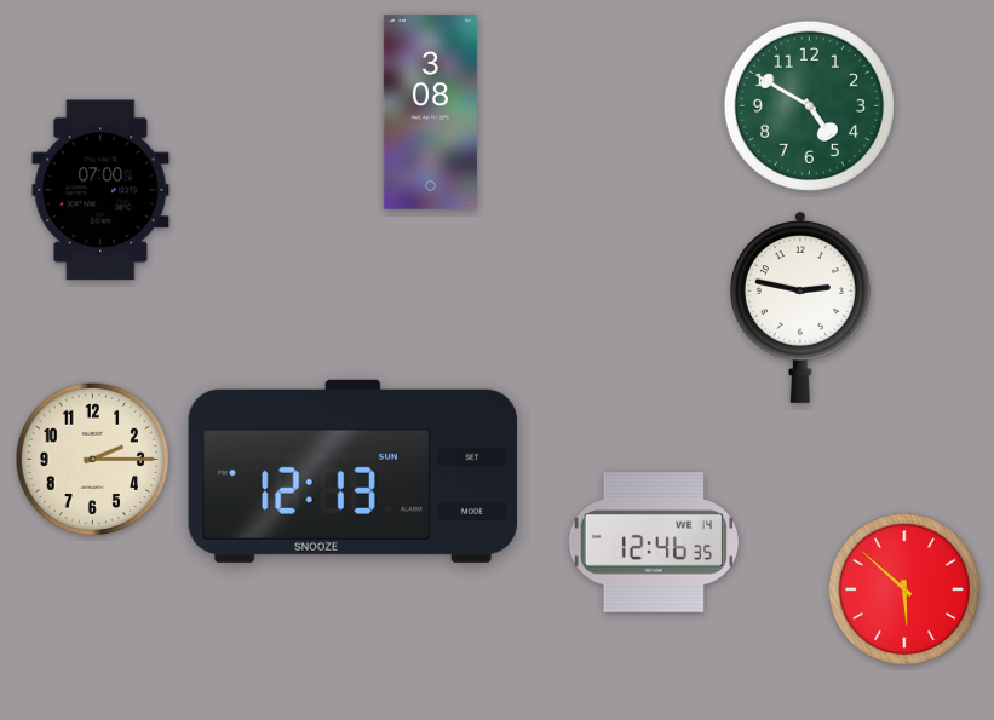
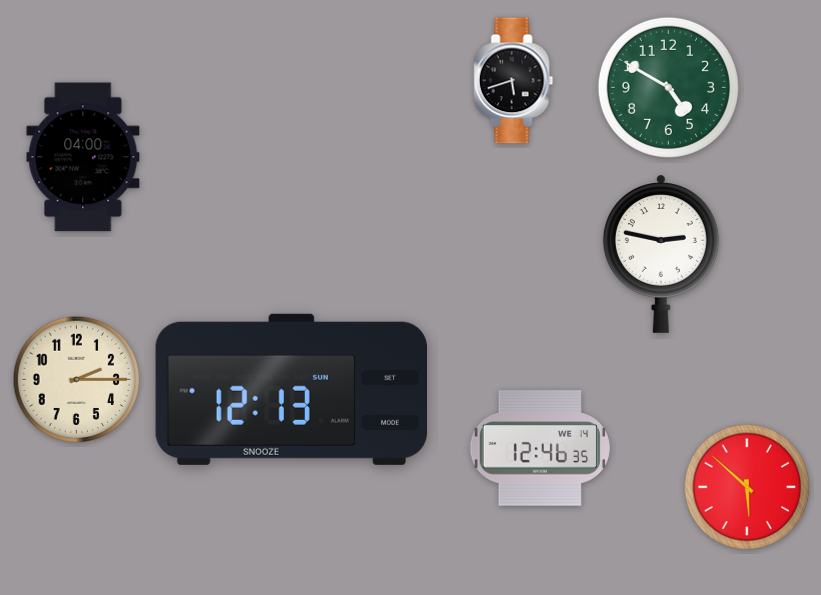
clock at (514, 81): none -> 5:42
clock at (430, 113): 3:08 -> none
clock at (100, 190): 07:00 -> 04:00
